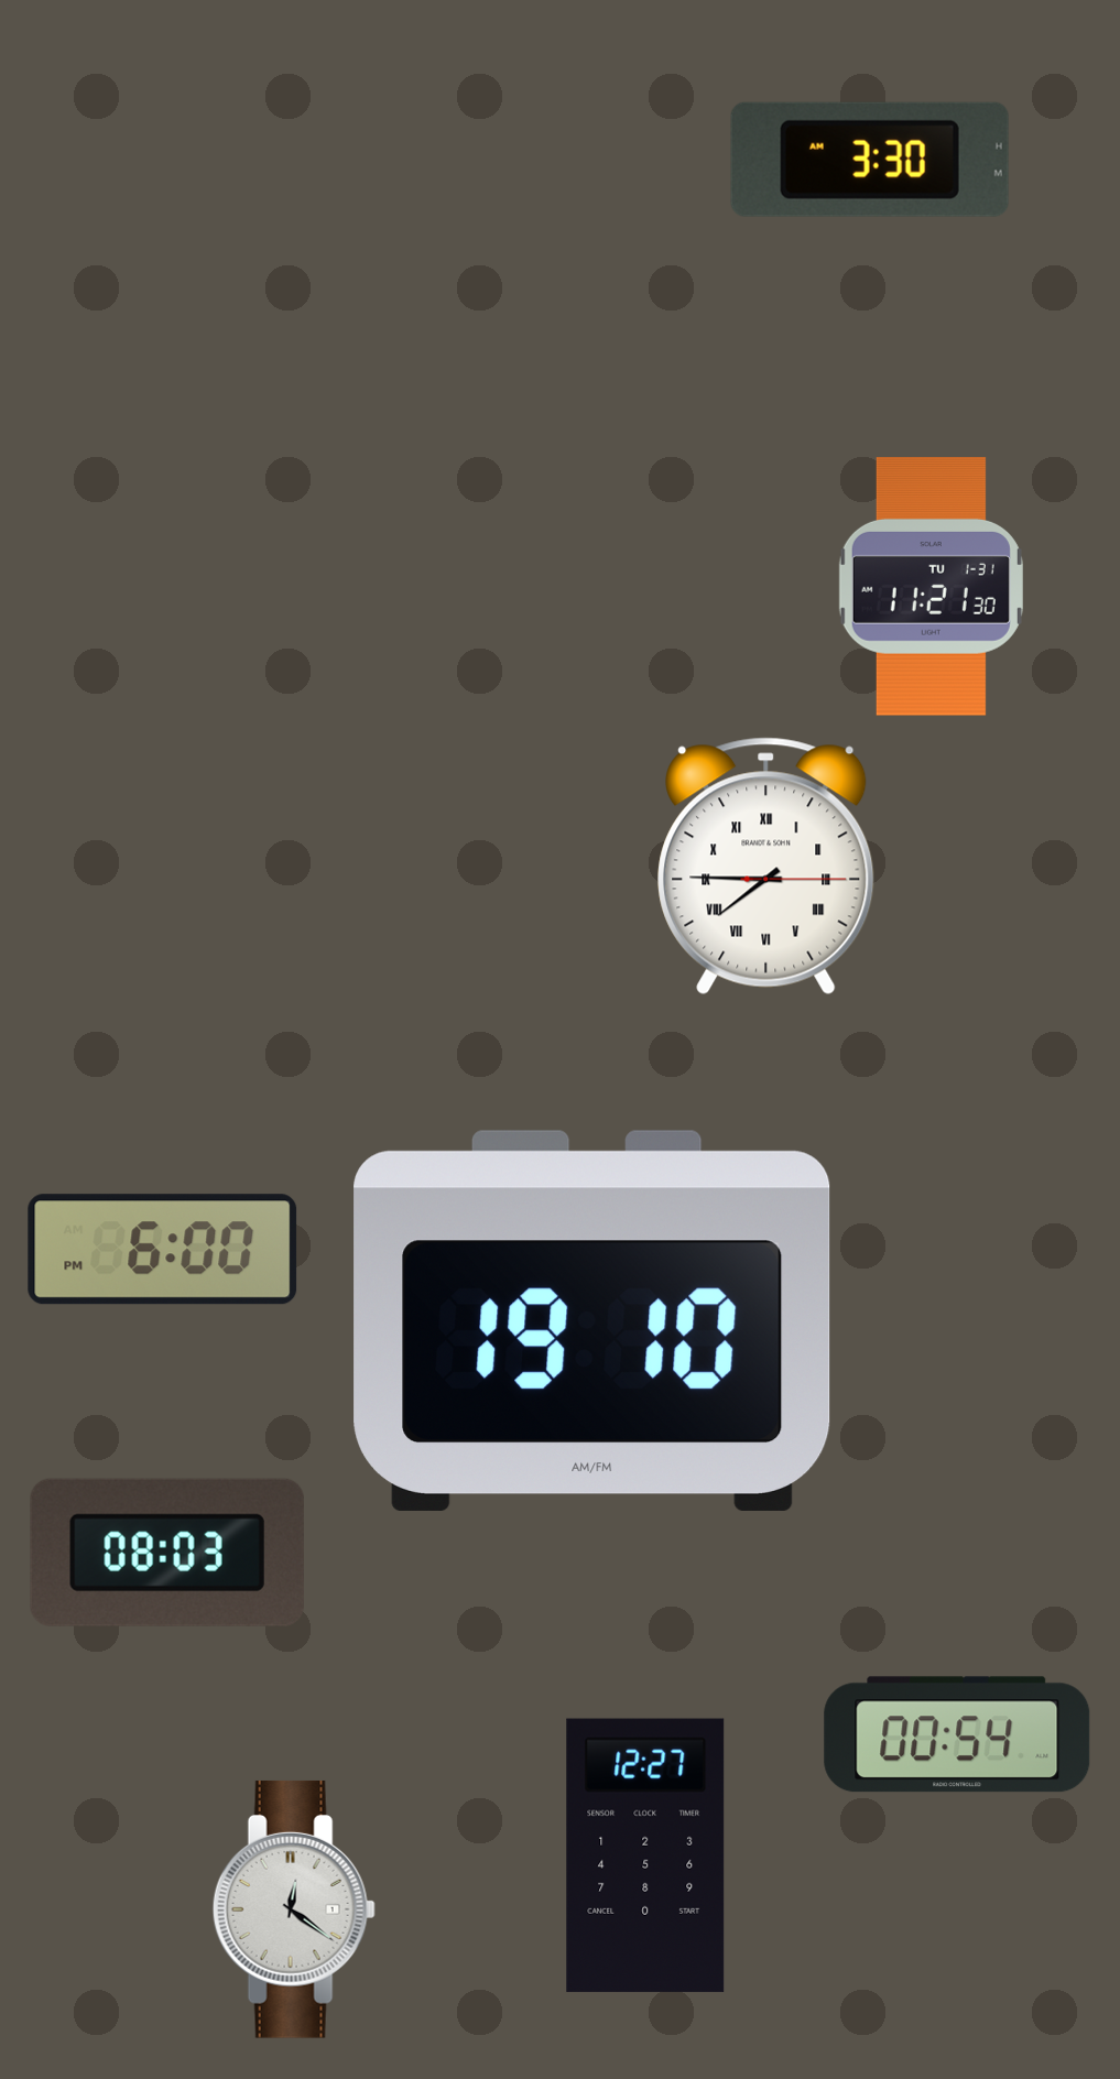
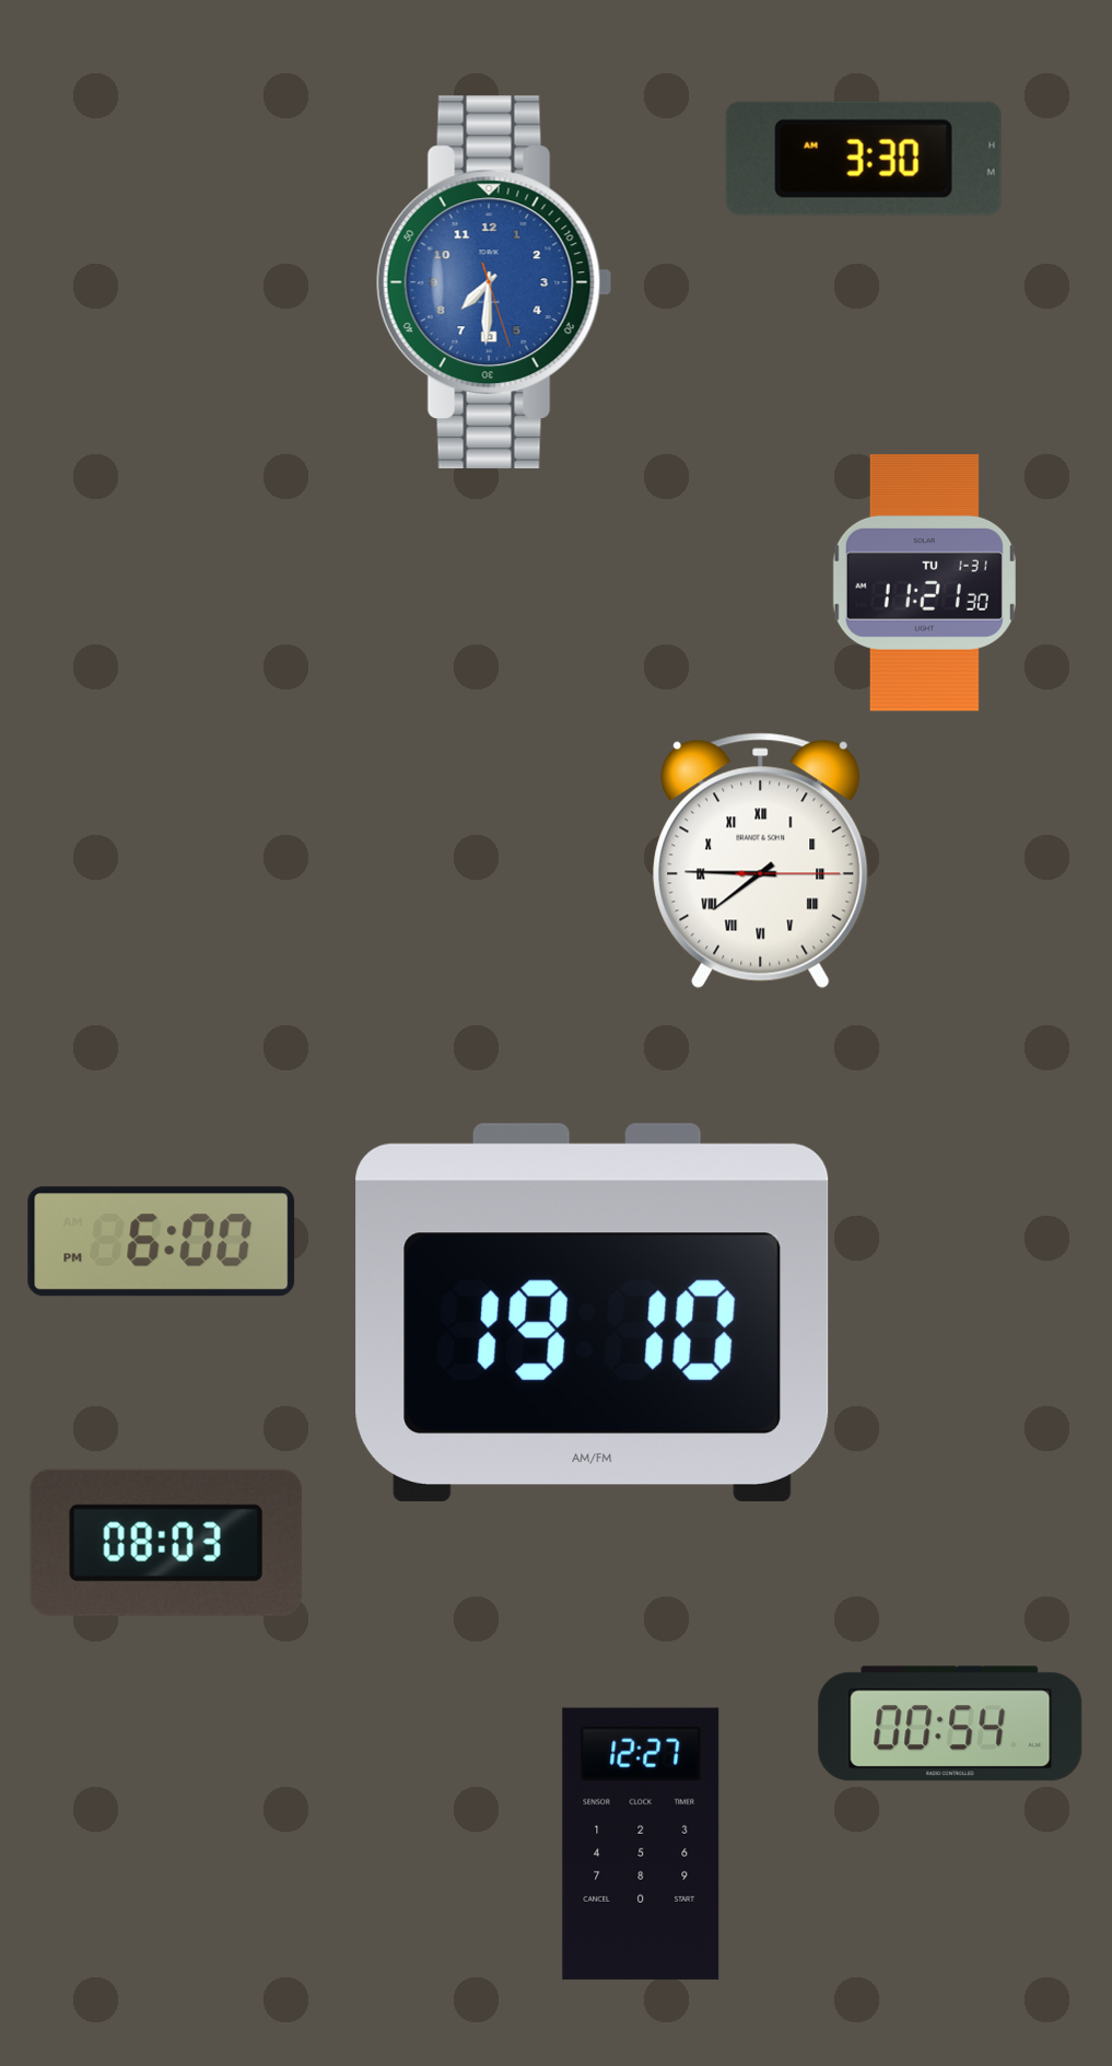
clock at (494, 281): none -> 7:30
clock at (592, 1320) position: (592, 1320) -> (593, 1312)
clock at (294, 1909): 12:21 -> none
